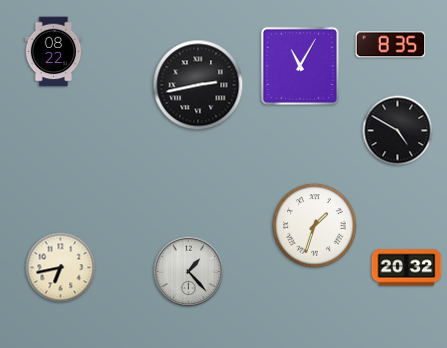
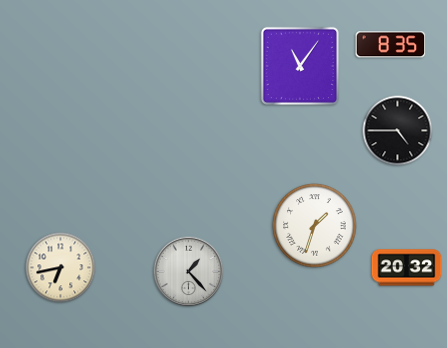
clock at (54, 52): 08:22 -> none
clock at (300, 66): 11:05 -> 11:06
clock at (198, 85): 2:43 -> none
clock at (398, 131): 4:50 -> 4:45
